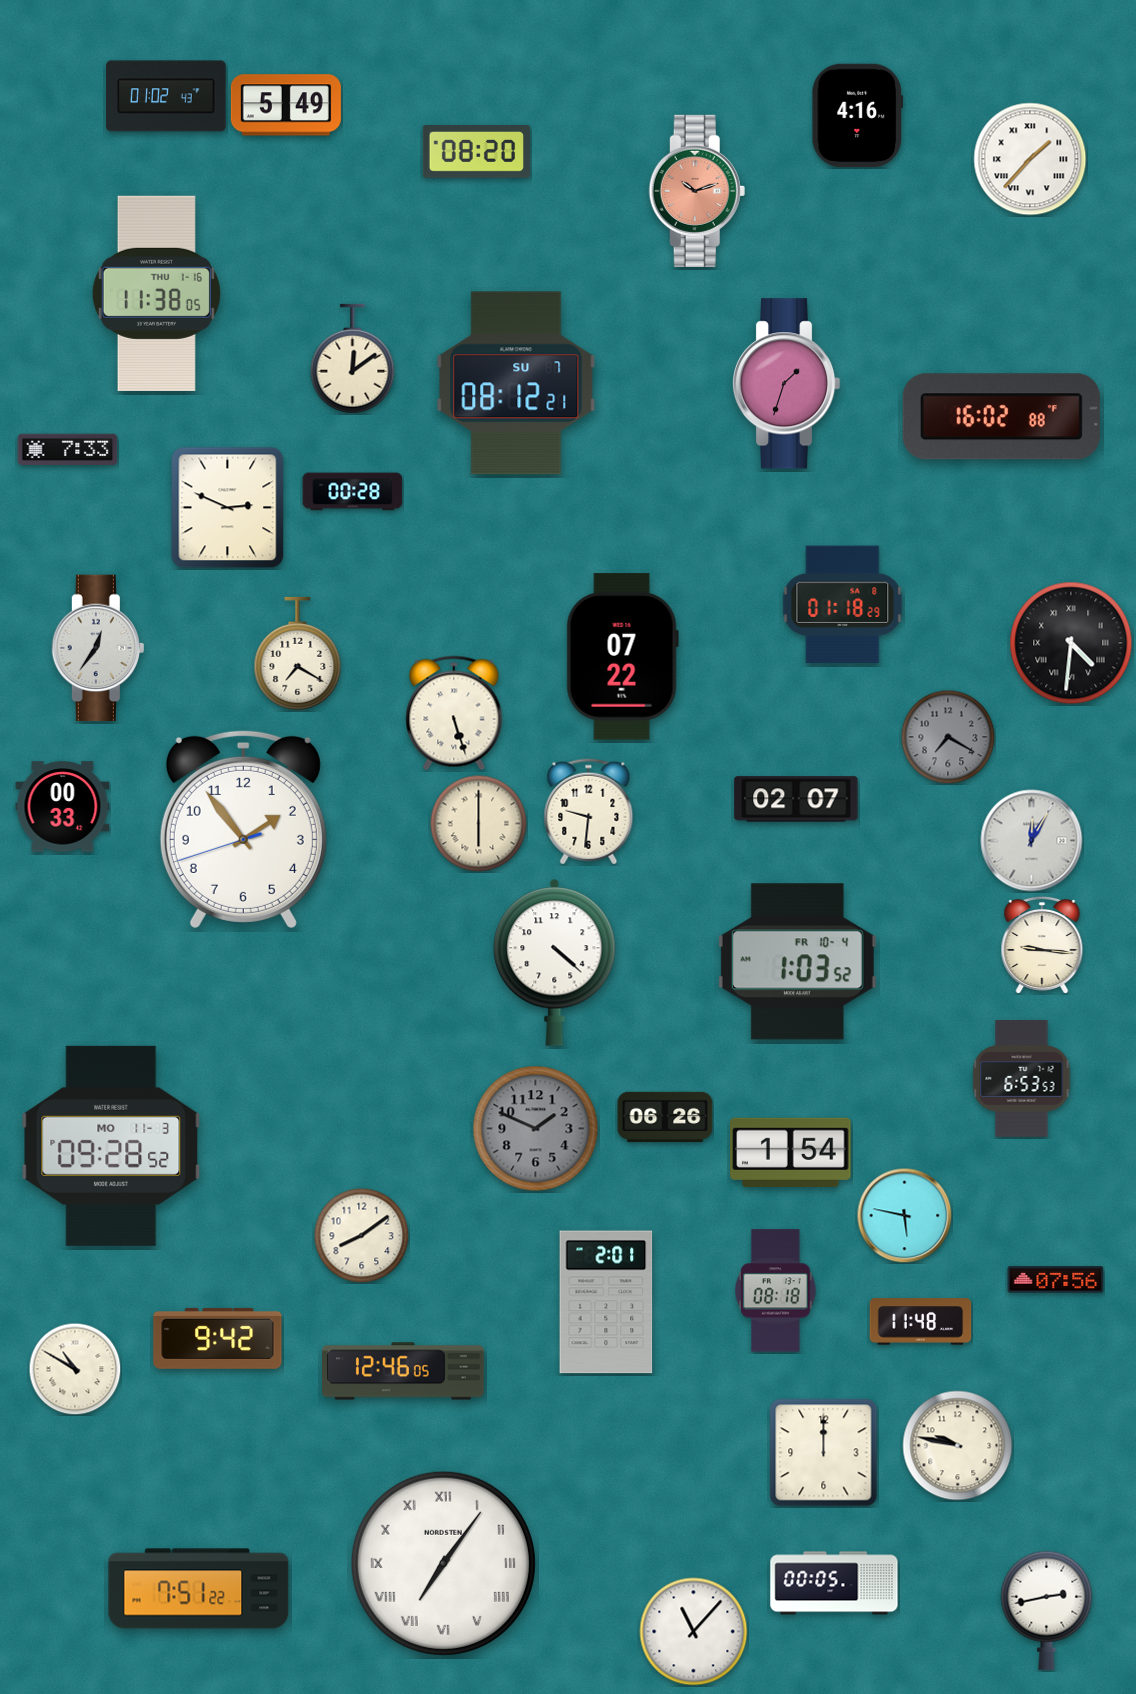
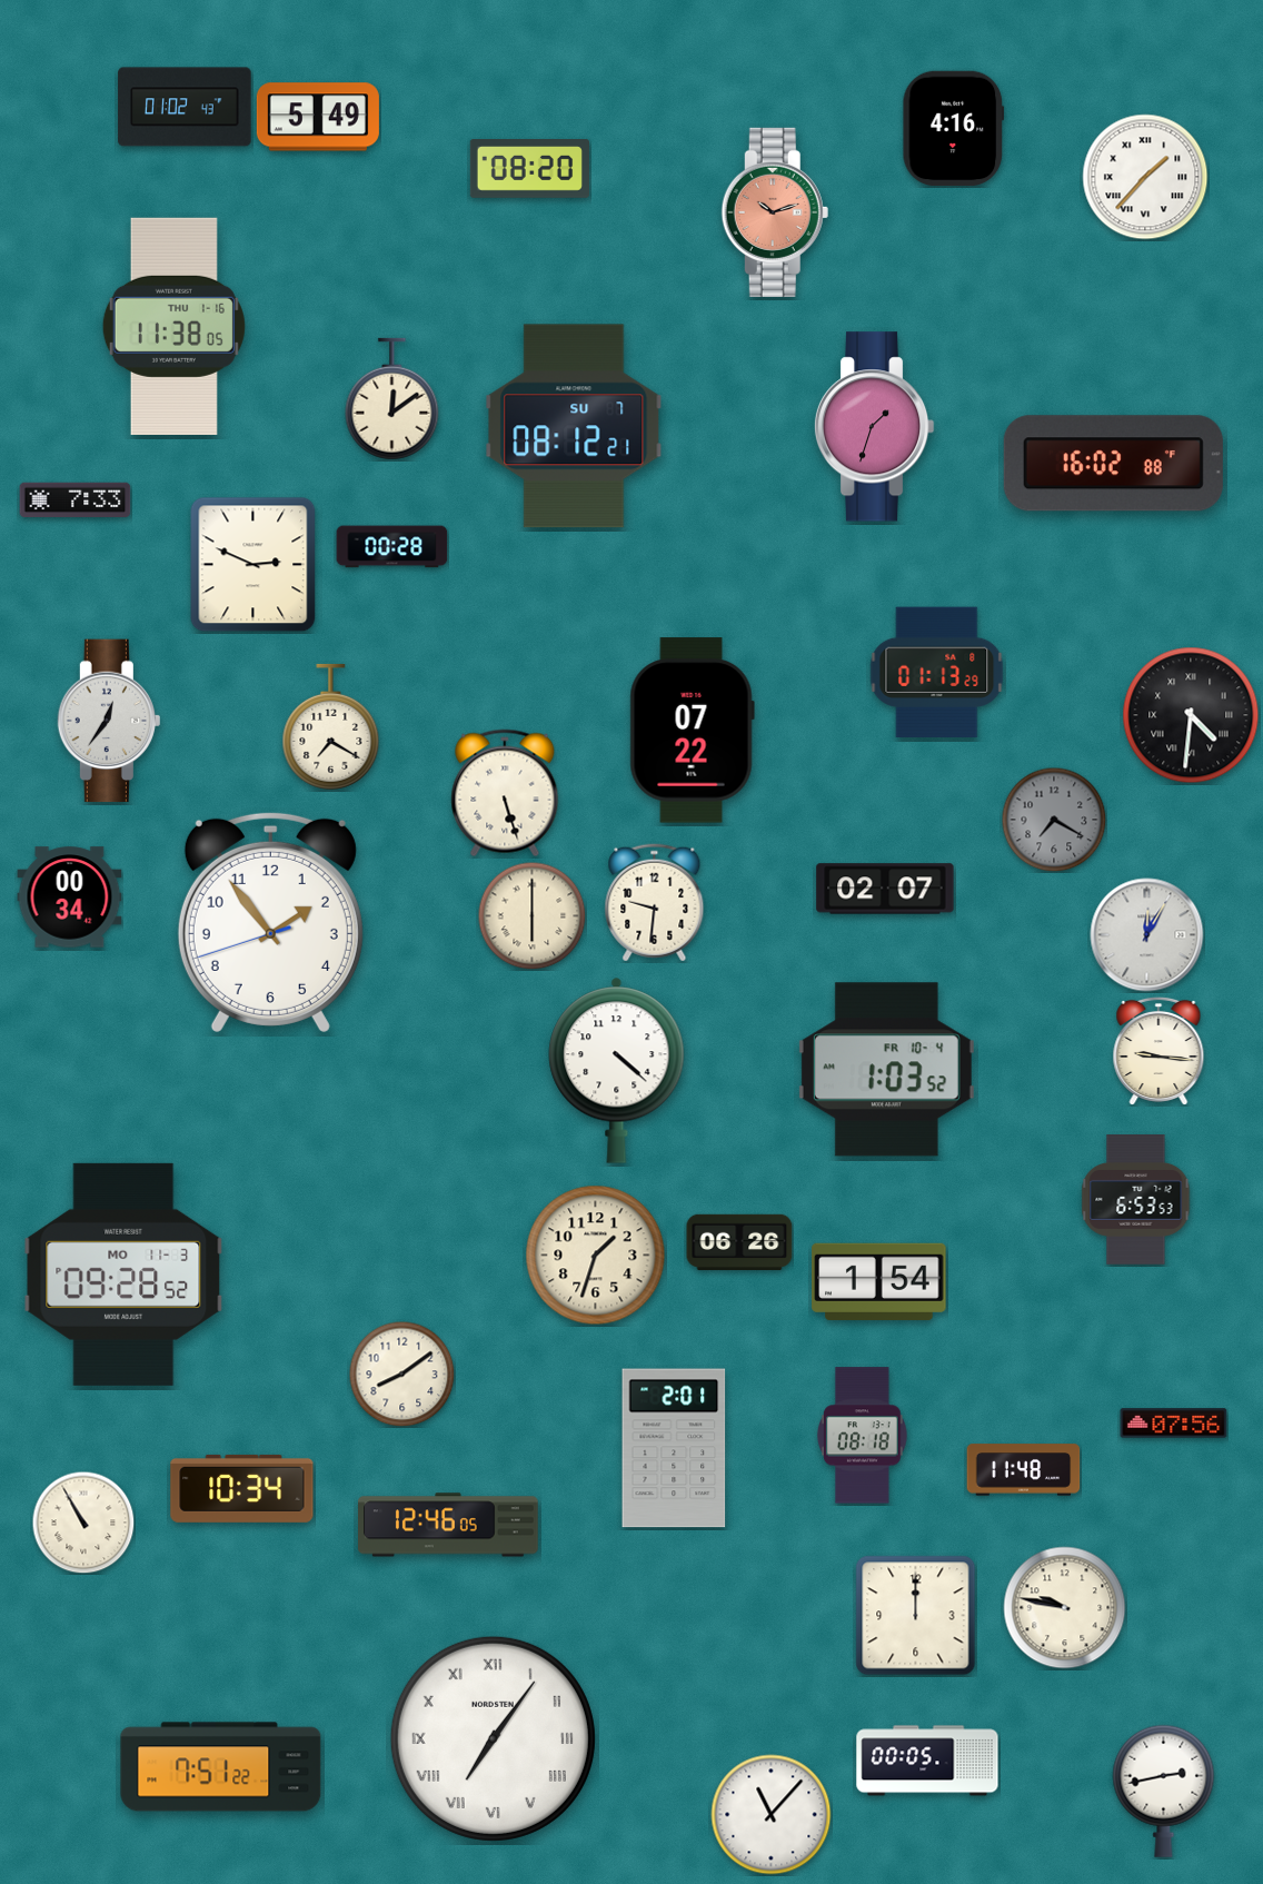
clock at (843, 605): 01:18 -> 01:13
clock at (63, 807): 00:33 -> 00:34
clock at (536, 1129): 1:49 -> 1:33
clock at (536, 1129) dial: grey -> cream
clock at (904, 1215): 5:47 -> none
clock at (218, 1338): 9:42 -> 10:34
clock at (75, 1369): 10:50 -> 10:55
